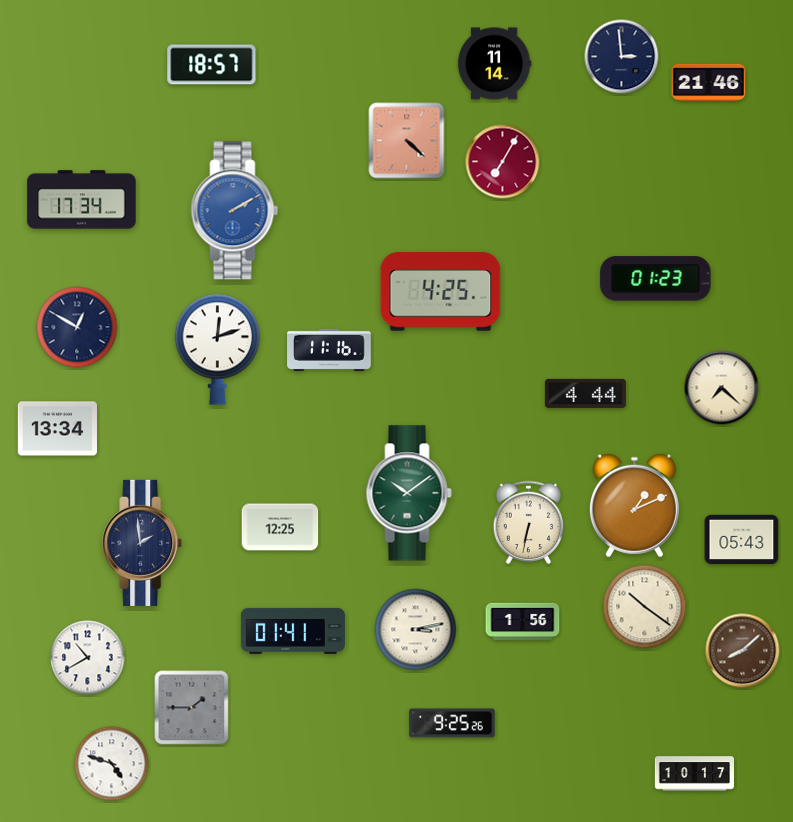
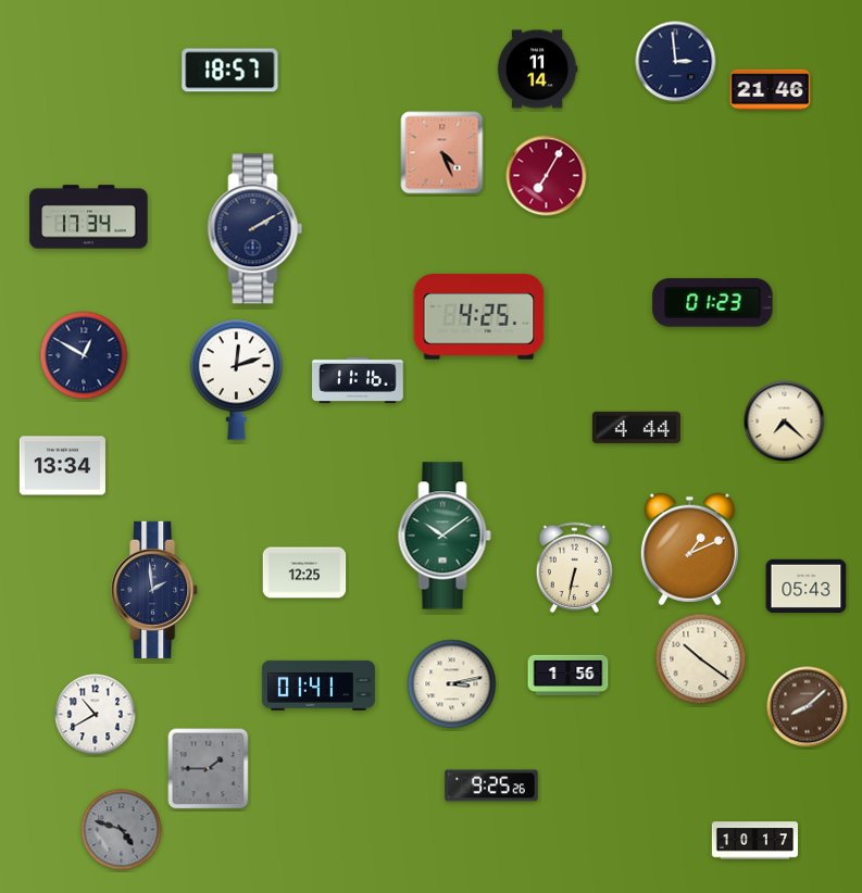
clock at (407, 141): 4:22 -> 4:26
clock at (235, 211) dial: blue -> navy
clock at (112, 764) dial: white -> grey
